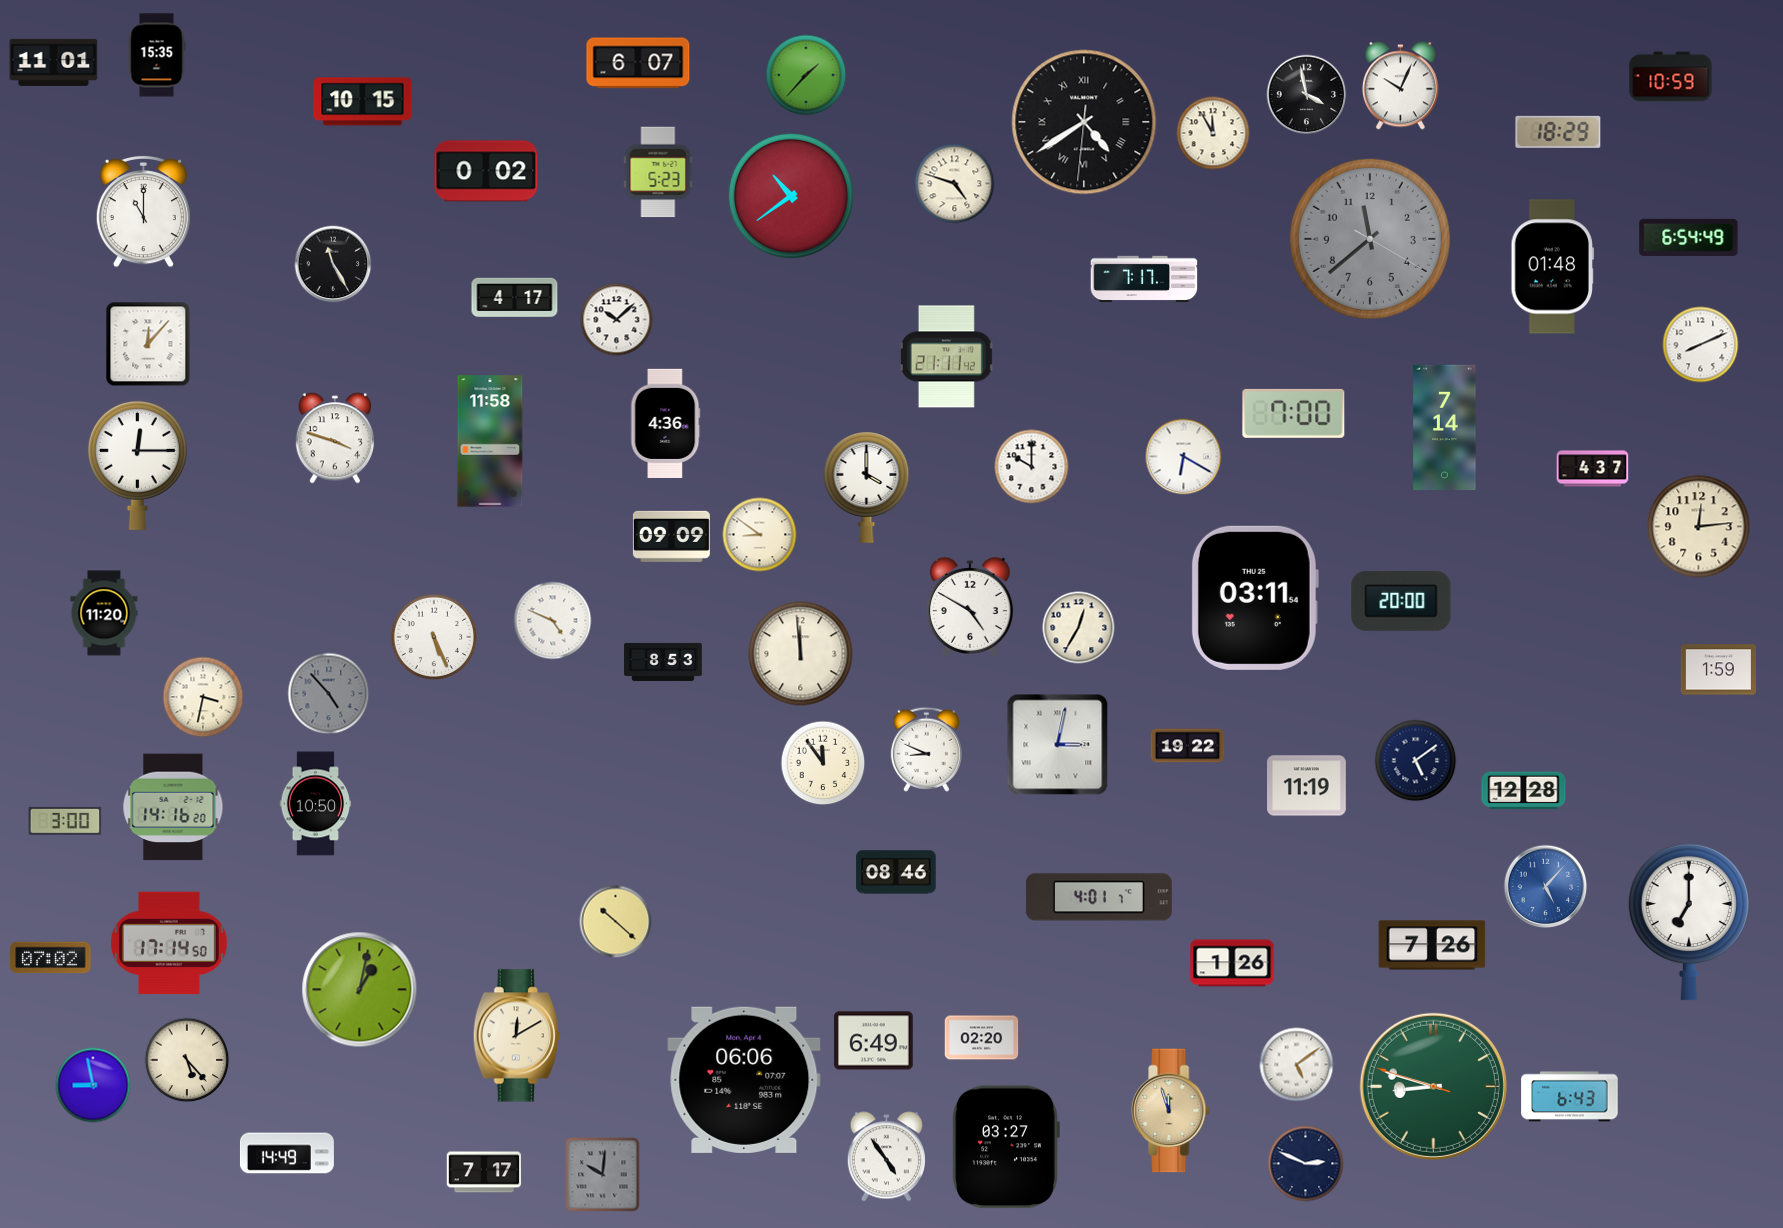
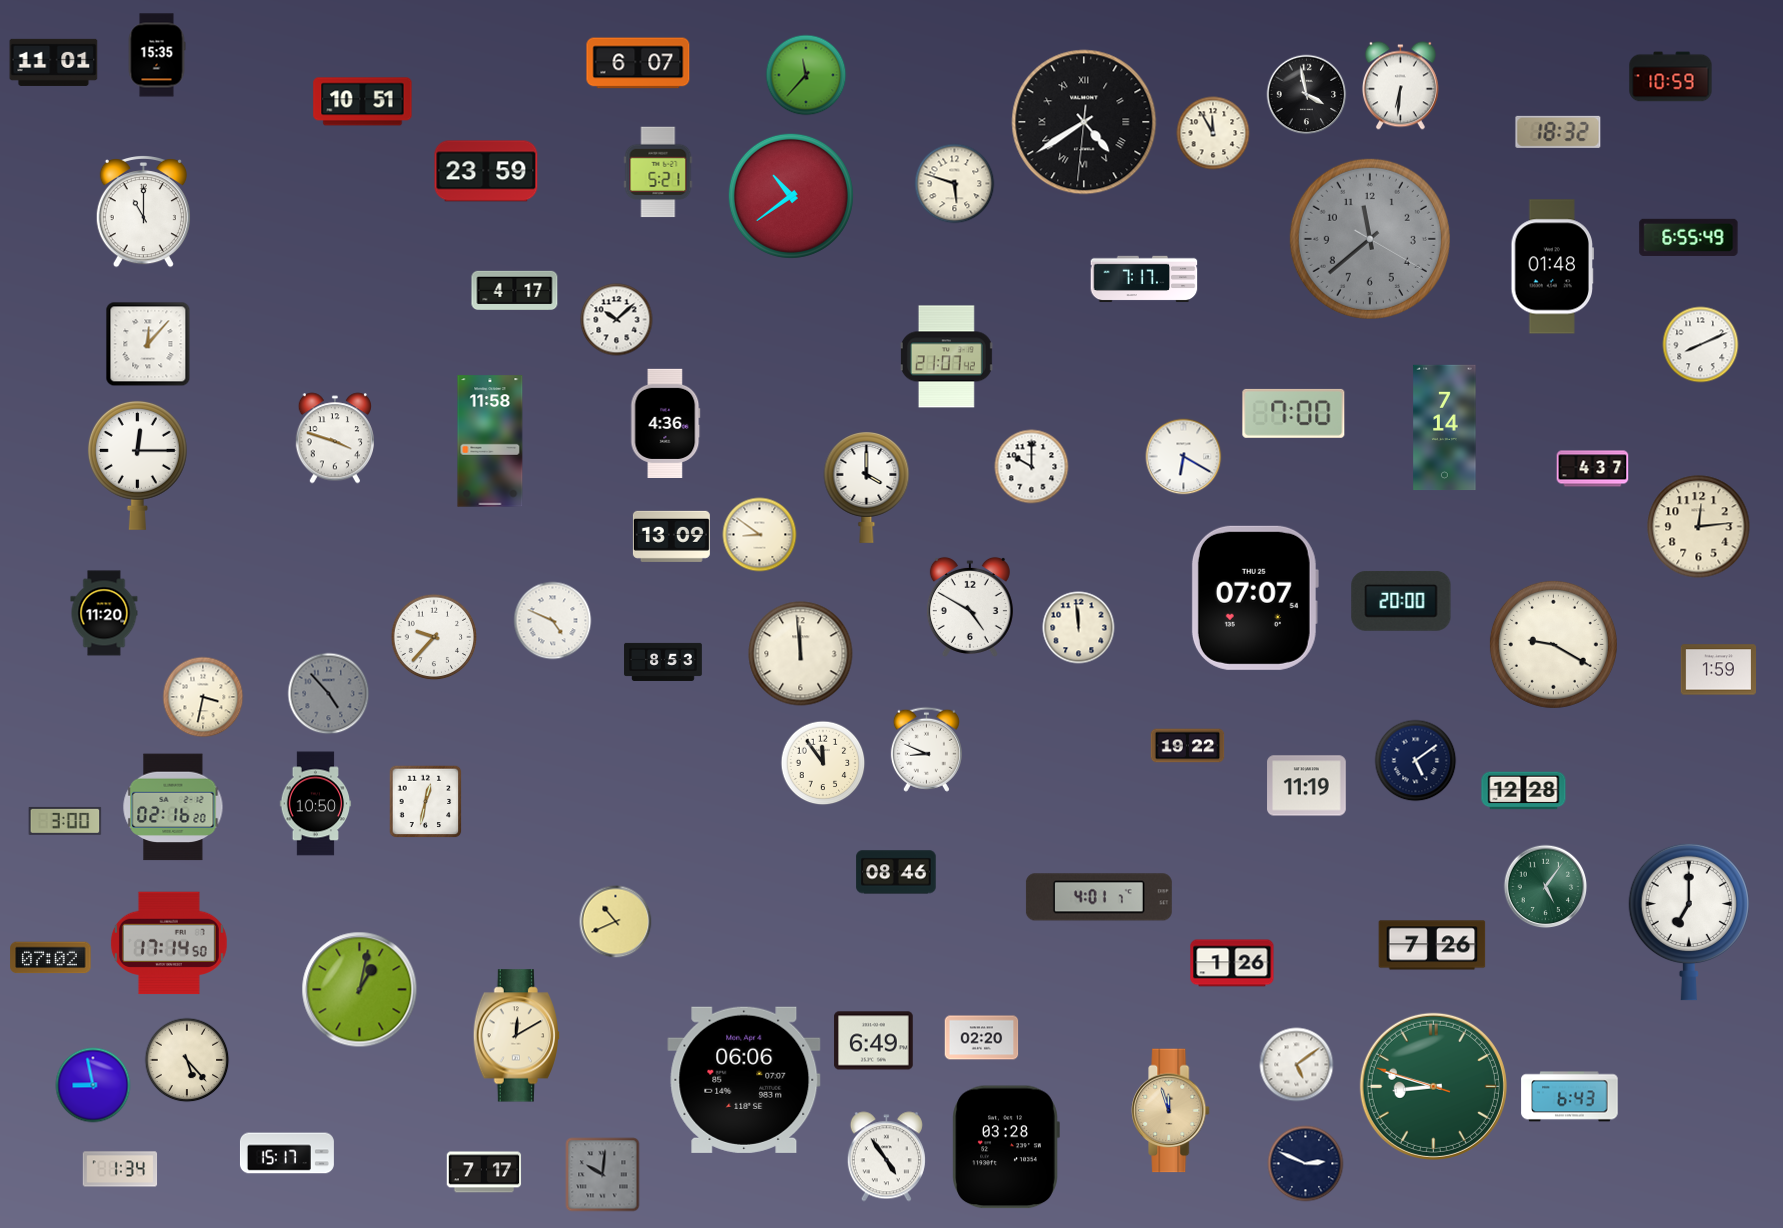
clock at (806, 75): 1:37 -> 11:37
clock at (1400, 86): 10:04 -> 6:31
clock at (363, 102): 10:15 -> 10:51
clock at (1558, 132): 18:29 -> 18:32
clock at (486, 171): 0:02 -> 23:59
clock at (658, 172): 5:23 -> 5:21
clock at (955, 184): 4:48 -> 5:48
clock at (1689, 237): 6:54 -> 6:55
clock at (333, 264): 11:25 -> none
clock at (515, 297) position: (515, 297) -> (515, 290)
clock at (946, 357): 21:11 -> 21:07
clock at (671, 536): 09:09 -> 13:09
clock at (1255, 598): 03:11 -> 07:07
clock at (1079, 628): 12:35 -> 11:59
clock at (434, 637): 5:26 -> 9:37
clock at (1553, 644): none -> 9:20
clock at (1058, 745): 3:02 -> none
clock at (426, 802): none -> 12:32
clock at (173, 807): 14:16 -> 02:16
clock at (1546, 887): 5:07 -> 5:06
clock at (1546, 887) dial: blue -> green
clock at (616, 922): 10:22 -> 10:41
clock at (1006, 1147): 03:27 -> 03:28
clock at (287, 1153): 14:49 -> 15:17
clock at (120, 1169): none -> 1:34
